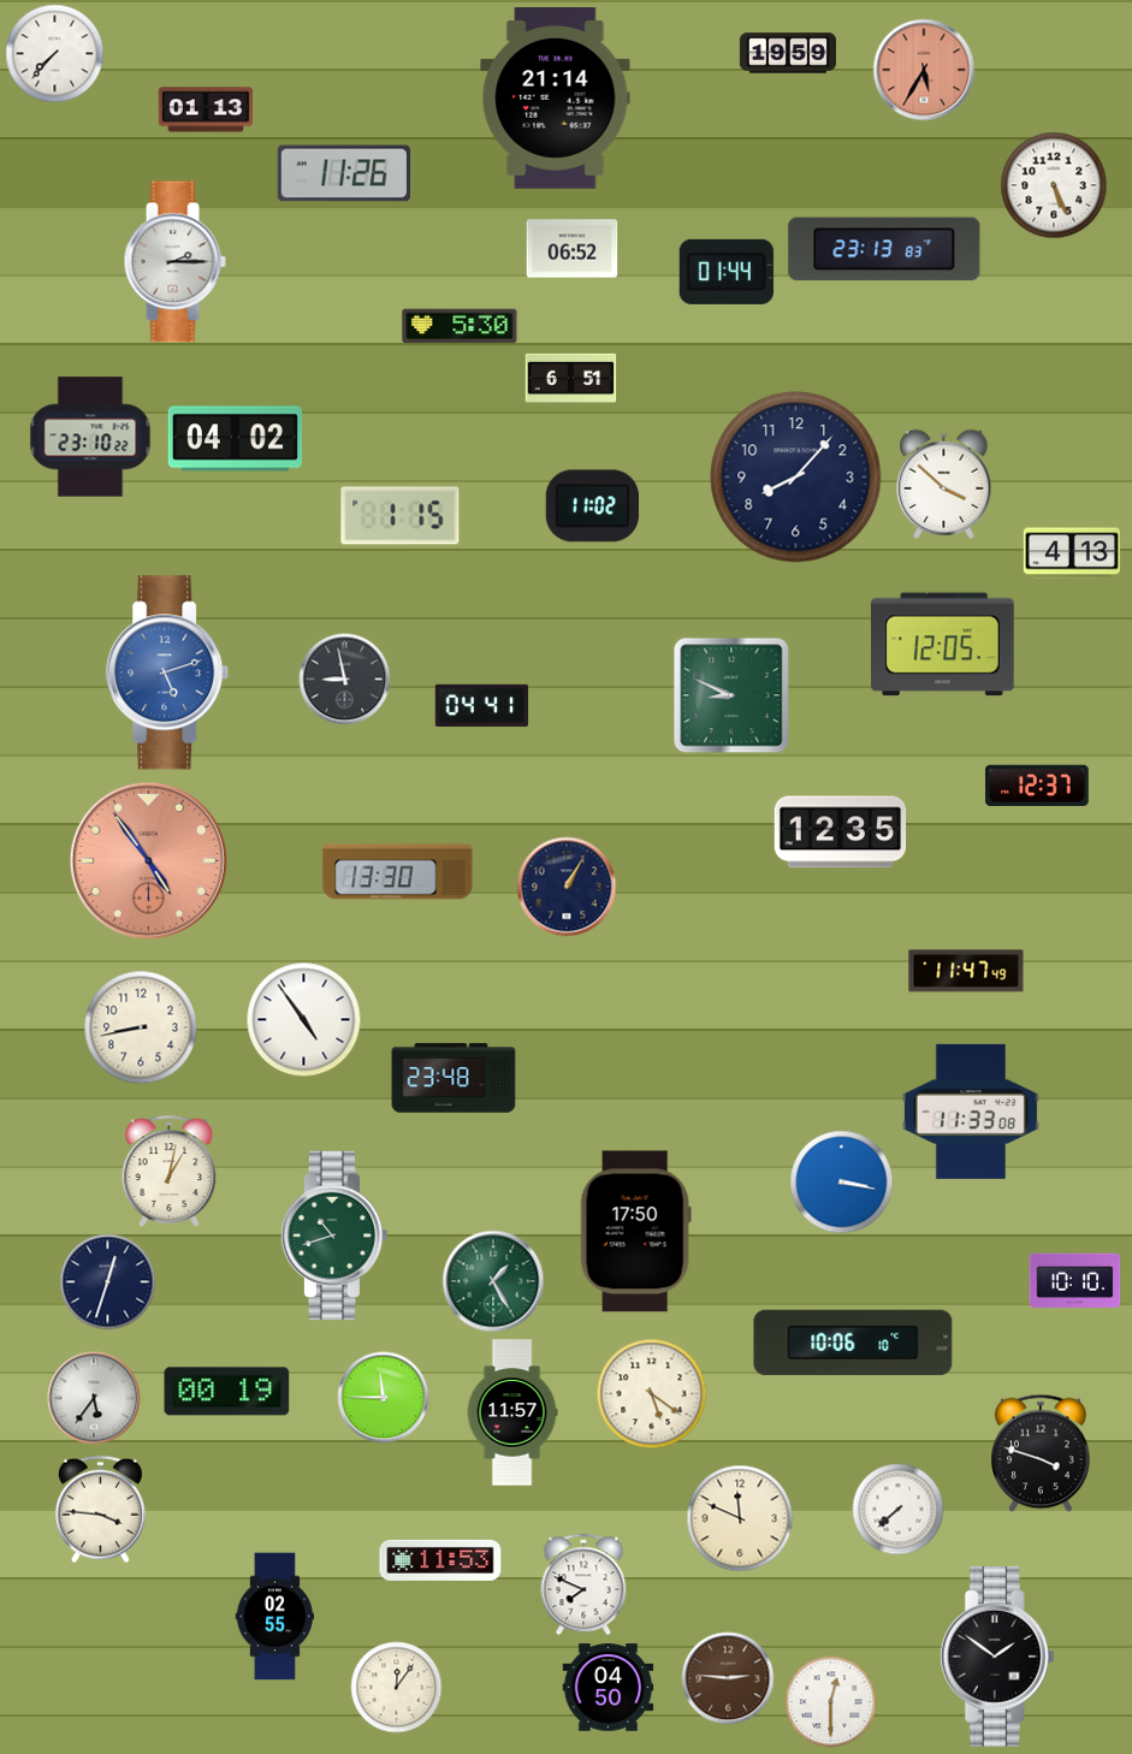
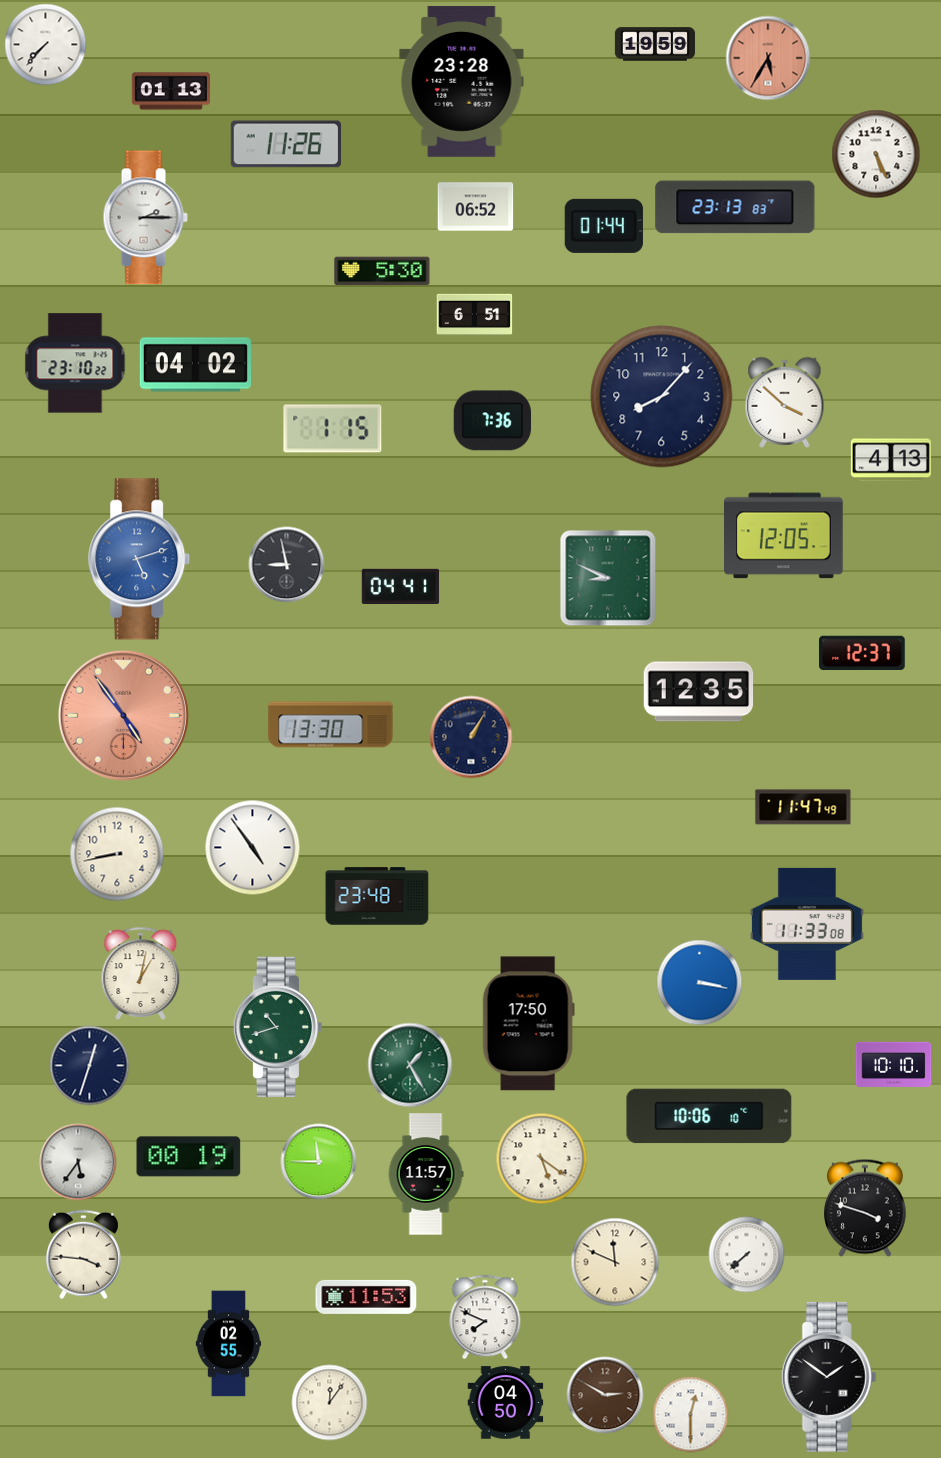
clock at (556, 99): 21:14 -> 23:28
clock at (592, 506): 11:02 -> 7:36
clock at (728, 1678): 2:46 -> 2:50
